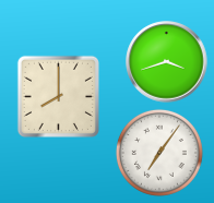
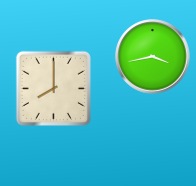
clock at (167, 62): 3:42 -> 3:43
clock at (159, 153): 7:06 -> none
